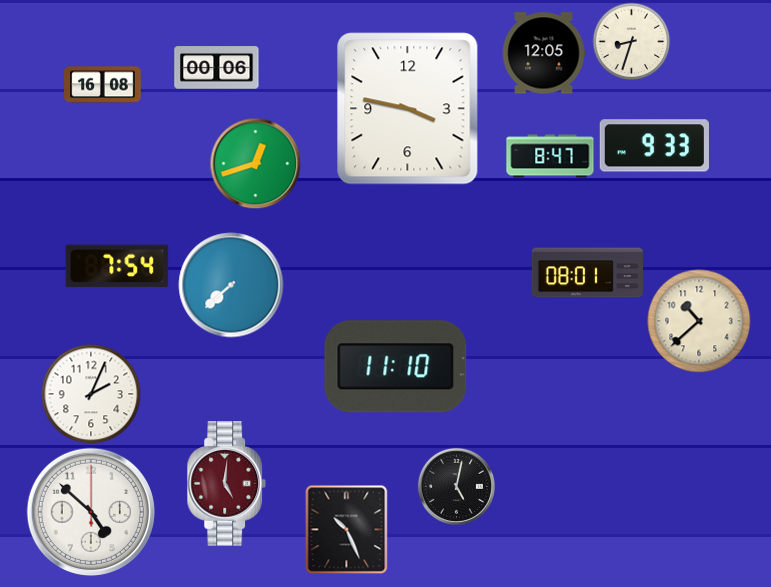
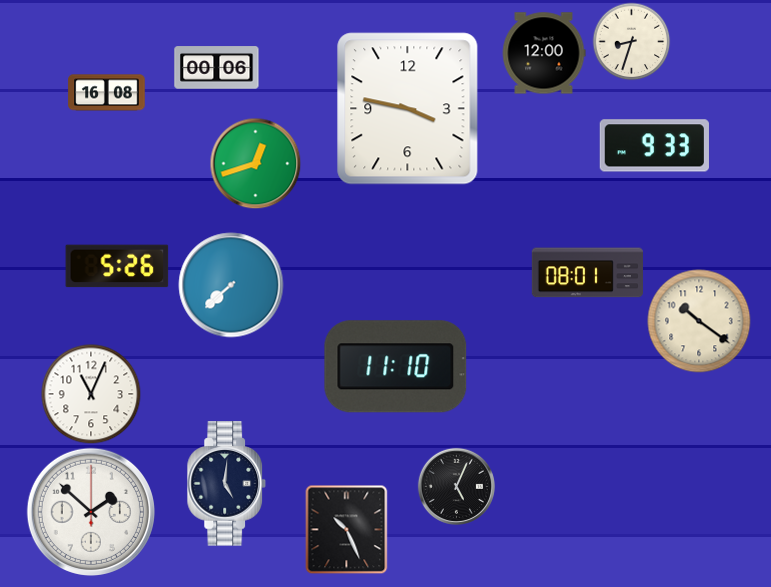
clock at (544, 53): 12:05 -> 12:00
clock at (103, 85) position: (103, 85) -> (107, 93)
clock at (550, 156): 8:47 -> none
clock at (117, 266): 7:54 -> 5:26
clock at (699, 321): 10:38 -> 10:21
clock at (91, 394): 2:04 -> 11:04
clock at (227, 484) dial: burgundy -> navy
clock at (456, 486): 5:02 -> 5:04
clock at (91, 512): 4:52 -> 1:52
